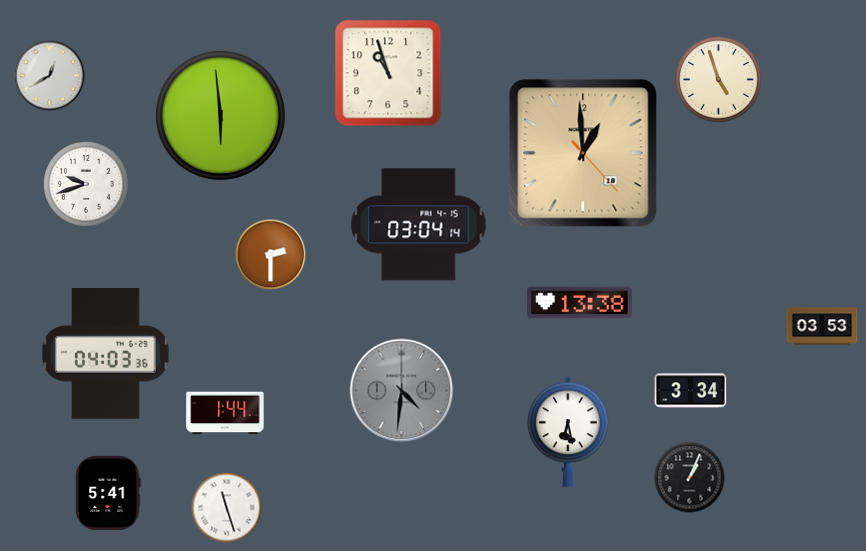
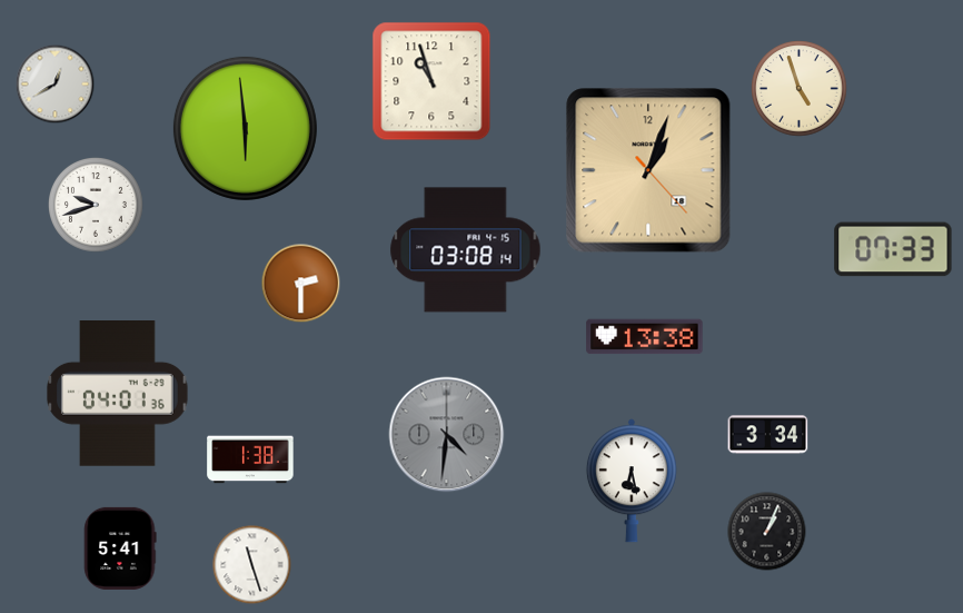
clock at (583, 153): 12:59 -> 1:03
clock at (893, 249): none -> 07:33
clock at (419, 225): 03:04 -> 03:08
clock at (822, 326): 03:53 -> none
clock at (106, 354): 04:03 -> 04:01
clock at (225, 413): 1:44 -> 1:38
